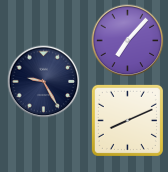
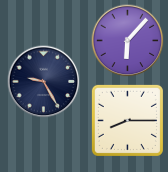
clock at (128, 41): 7:07 -> 6:07
clock at (127, 120): 8:11 -> 8:15
